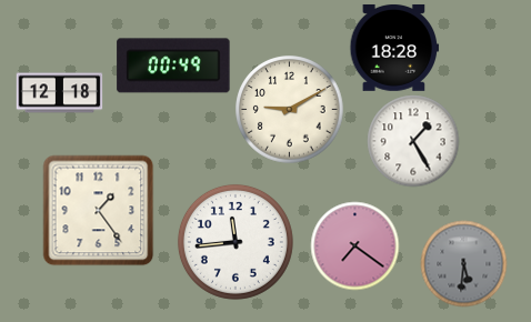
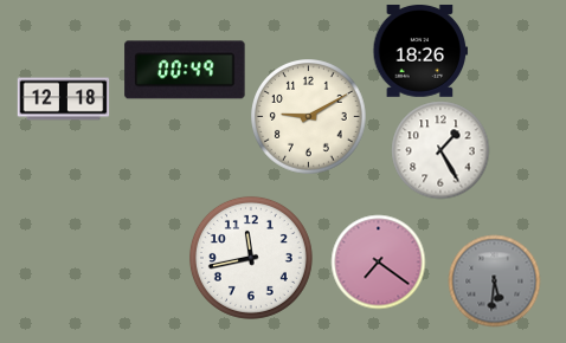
clock at (394, 48): 18:28 -> 18:26
clock at (98, 210): 1:24 -> none
clock at (236, 242): 11:44 -> 11:43
